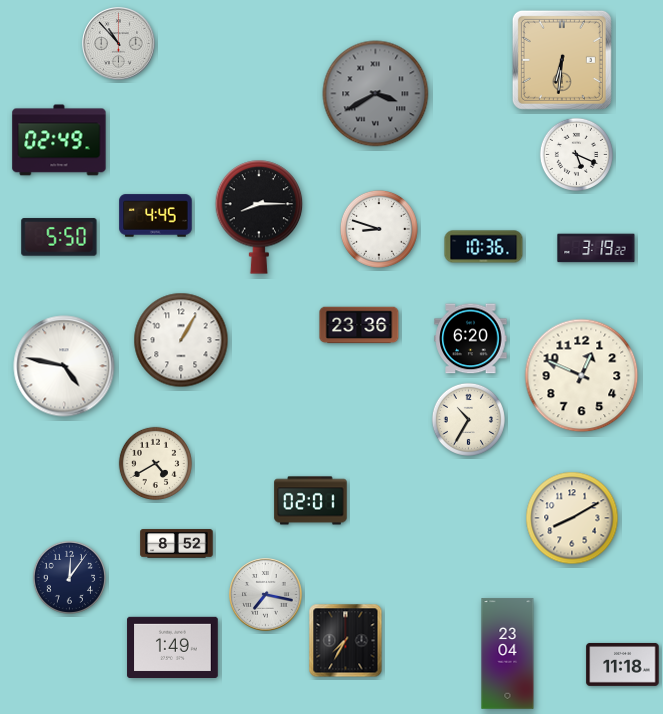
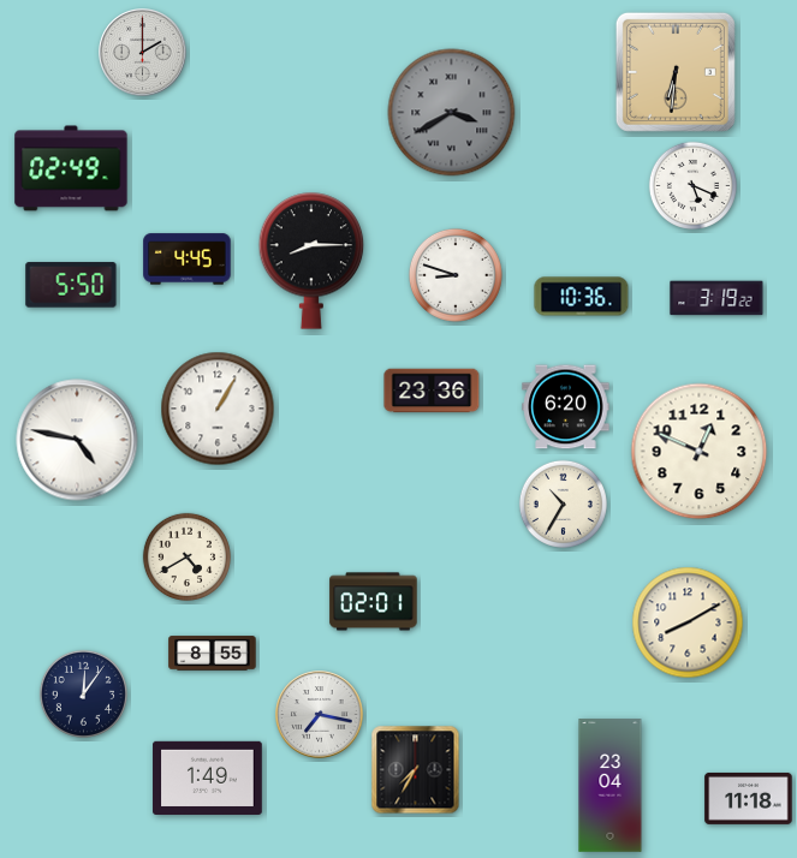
clock at (119, 44): 10:53 -> 2:00
clock at (177, 544): 8:52 -> 8:55
